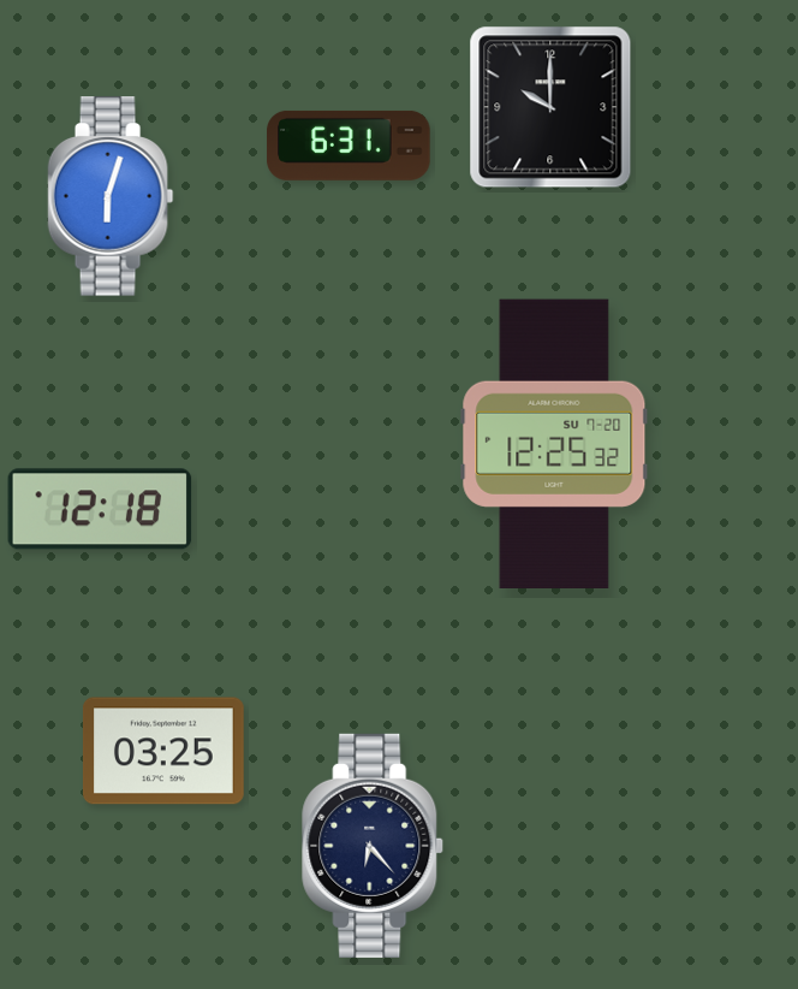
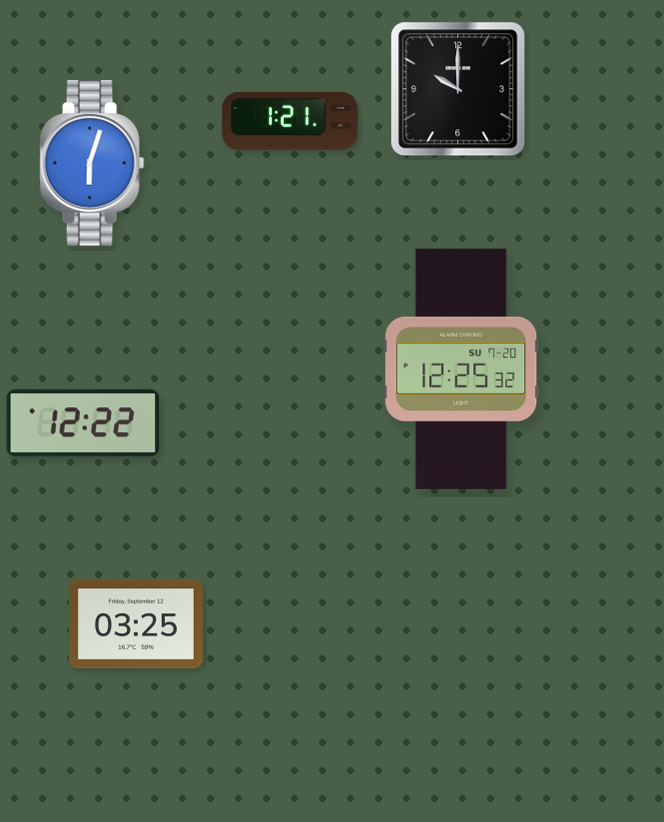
clock at (349, 146): 6:31 -> 1:21
clock at (100, 509): 12:18 -> 12:22
clock at (374, 846): 6:23 -> none
